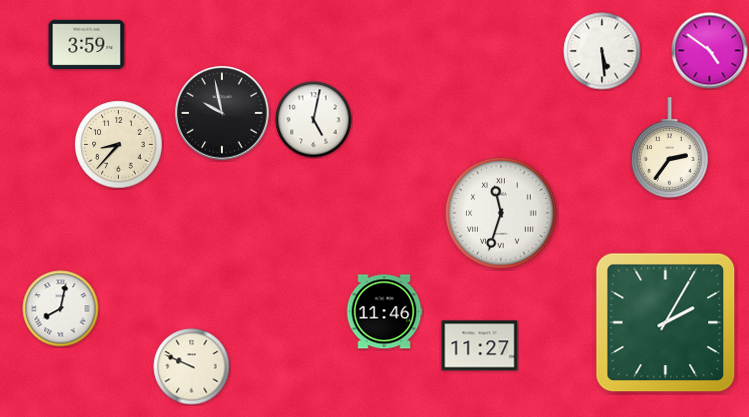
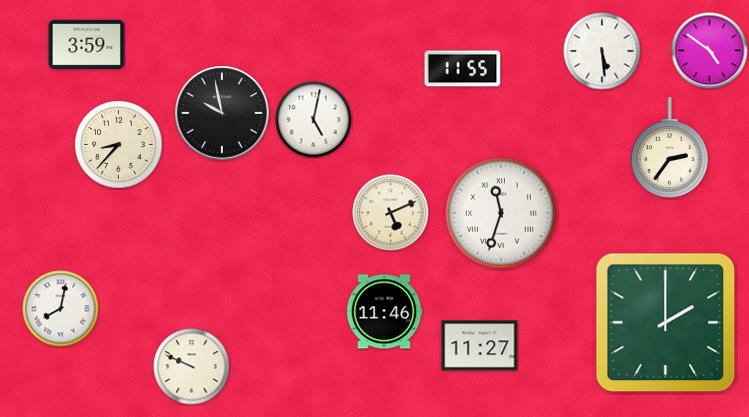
clock at (463, 69): none -> 11:55
clock at (391, 213): none -> 5:11
clock at (666, 323): 2:05 -> 2:00
